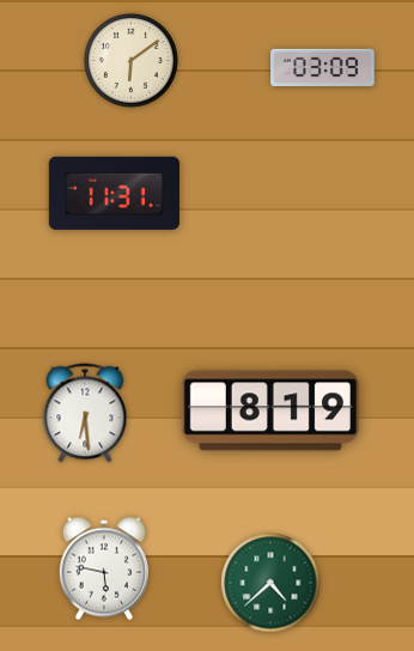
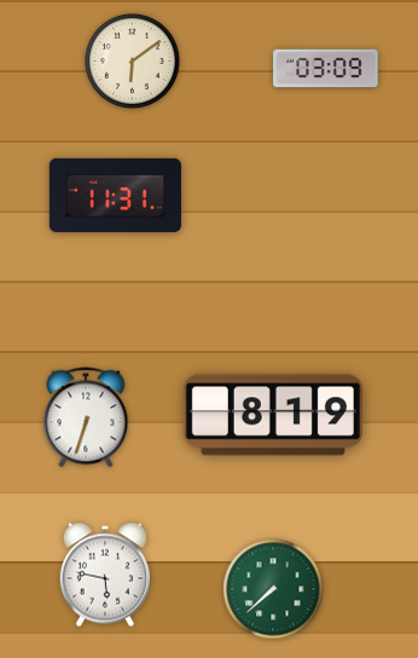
clock at (85, 413): 6:29 -> 6:33
clock at (270, 583): 4:38 -> 7:38
